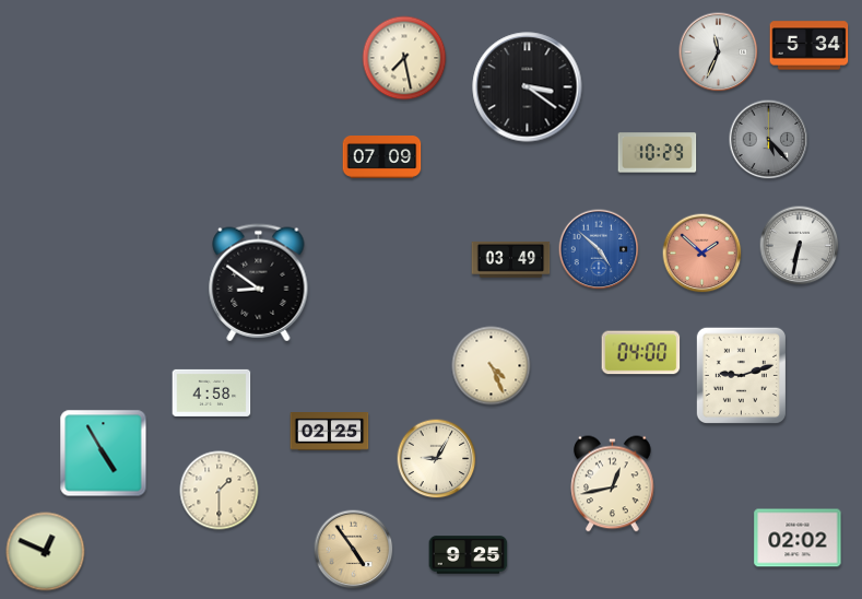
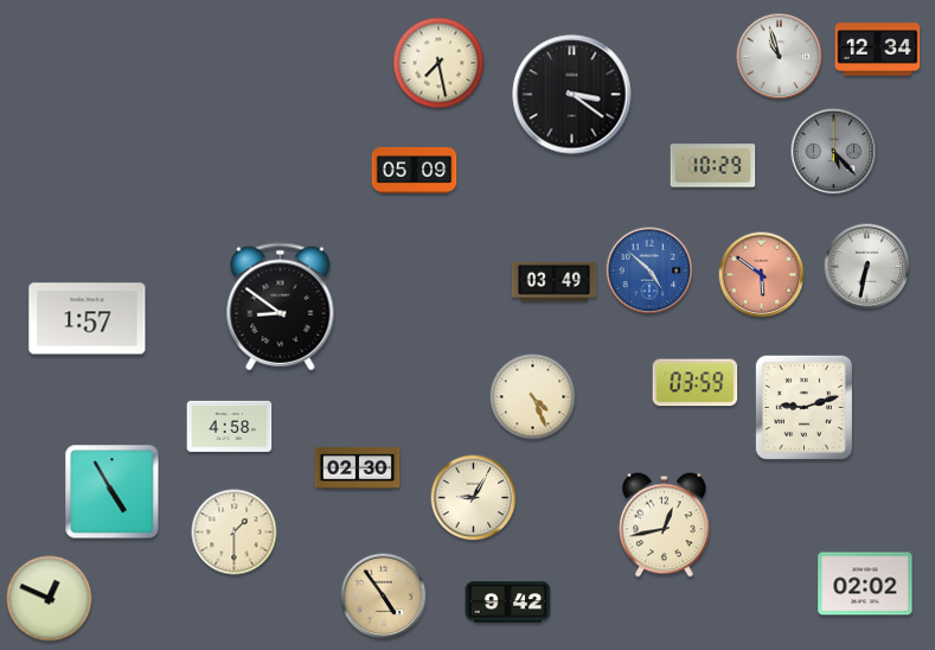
clock at (810, 46): 5:34 -> 12:34
clock at (719, 52): 11:34 -> 10:57
clock at (382, 157): 07:09 -> 05:09
clock at (702, 254): 1:52 -> 5:51
clock at (88, 319): none -> 1:57
clock at (641, 353): 04:00 -> 03:59
clock at (330, 432): 02:25 -> 02:30
clock at (220, 491) position: (220, 491) -> (235, 533)
clock at (469, 555): 9:25 -> 9:42
